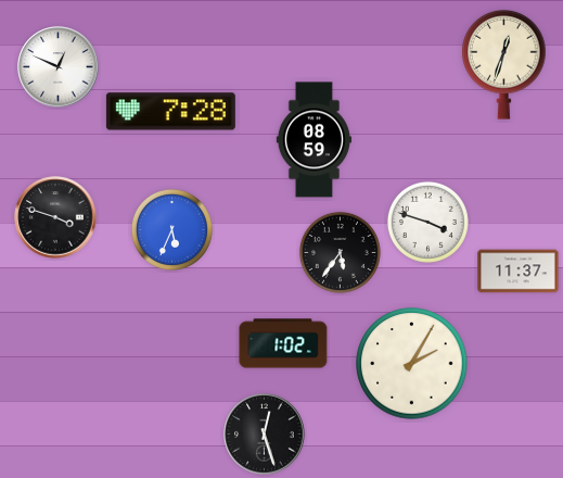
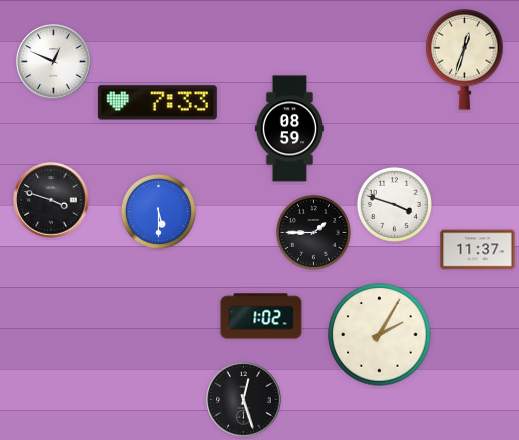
clock at (170, 112): 7:28 -> 7:33
clock at (171, 229): 5:34 -> 5:30
clock at (340, 252): 5:36 -> 1:45
